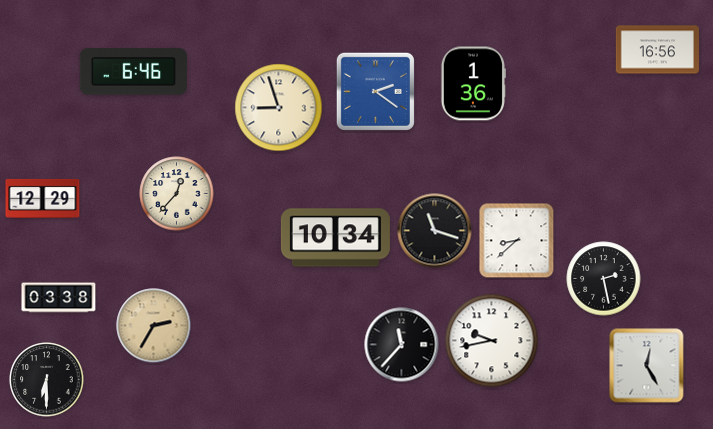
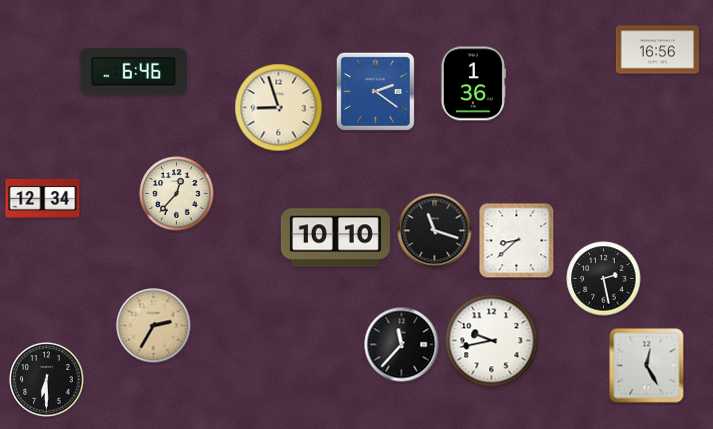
clock at (43, 198): 12:29 -> 12:34
clock at (335, 238): 10:34 -> 10:10
clock at (59, 298): 03:38 -> none
